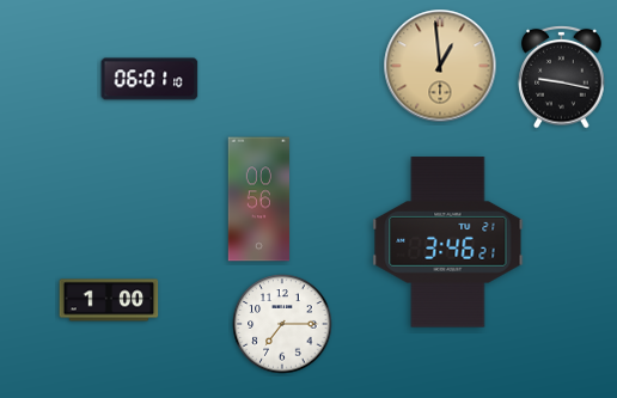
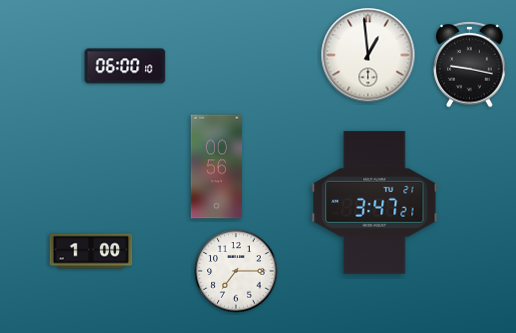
clock at (440, 66) dial: champagne -> white
clock at (149, 79): 06:01 -> 06:00
clock at (448, 243): 3:46 -> 3:47
